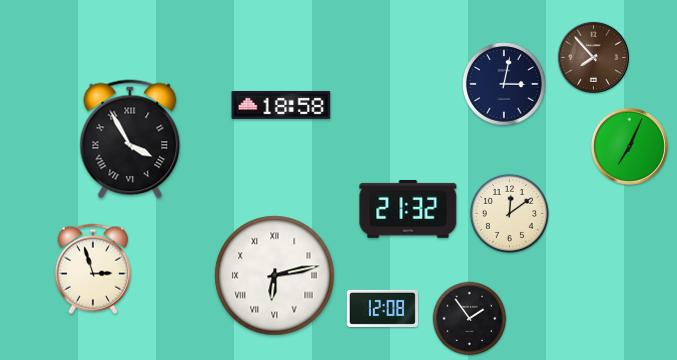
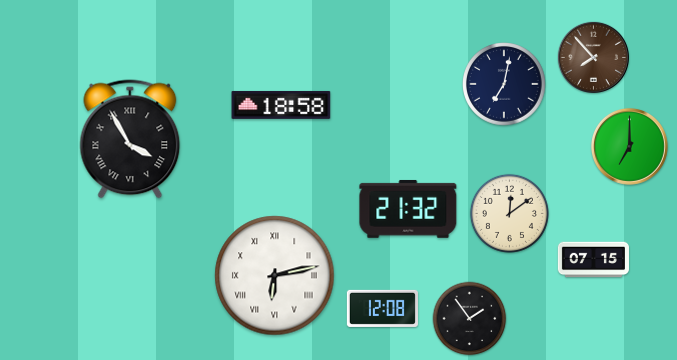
clock at (505, 85): 3:02 -> 7:02
clock at (629, 146): 7:04 -> 7:00
clock at (593, 260): none -> 07:15
clock at (92, 269): 2:57 -> none
